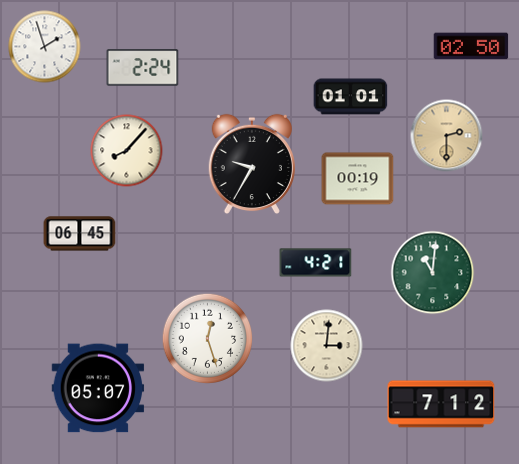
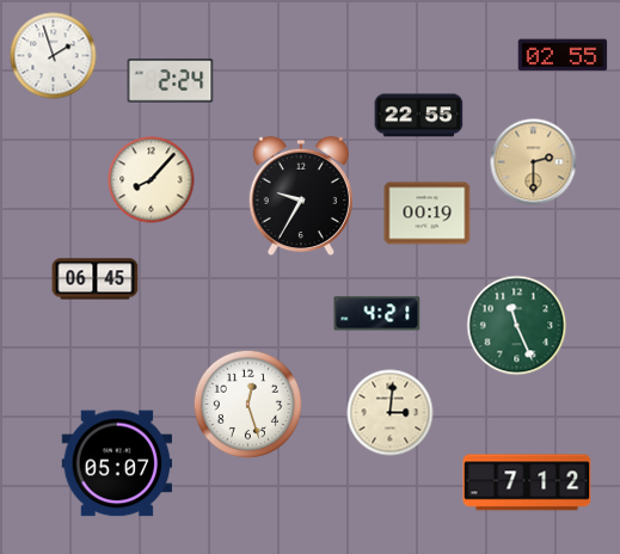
clock at (471, 46): 02:50 -> 02:55
clock at (351, 97): 01:01 -> 22:55
clock at (433, 273): 11:01 -> 11:26
